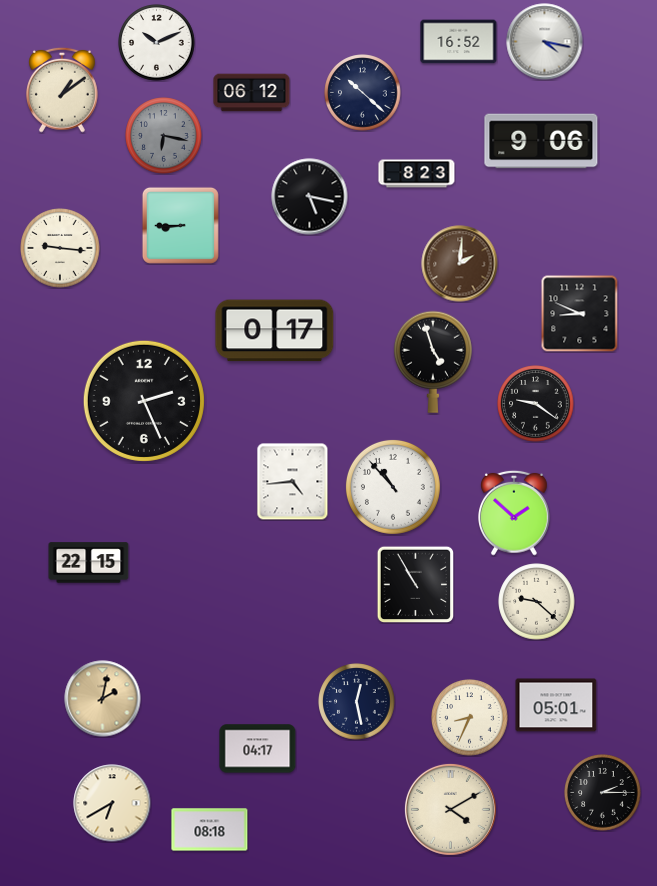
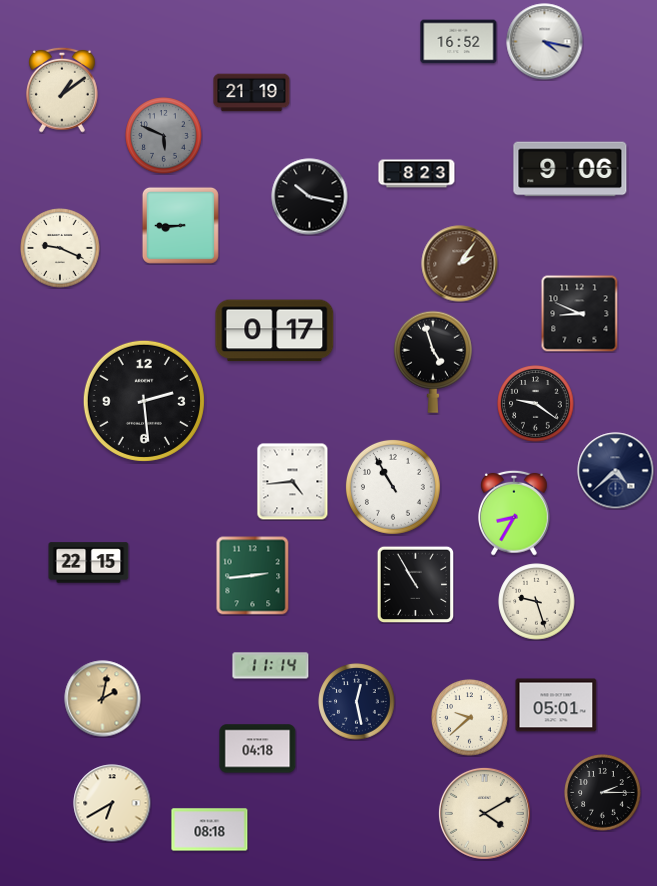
clock at (157, 43): 10:11 -> none
clock at (252, 93): 06:12 -> 21:19
clock at (363, 93): 10:22 -> none
clock at (164, 136): 6:17 -> 5:49
clock at (541, 141) position: (541, 141) -> (570, 169)
clock at (310, 197): 5:17 -> 10:17
clock at (60, 248): 9:16 -> 9:19
clock at (460, 264): 2:01 -> 2:06
clock at (144, 401): 2:26 -> 2:29
clock at (616, 471): none -> 4:38
clock at (393, 487): 10:53 -> 10:55
clock at (515, 513): 1:52 -> 8:35
clock at (253, 576): none -> 2:44
clock at (537, 602): 9:22 -> 9:27
clock at (271, 666): none -> 11:14
clock at (470, 718): 8:34 -> 9:38
clock at (258, 749): 04:17 -> 04:18
clock at (450, 809) position: (450, 809) -> (484, 813)
